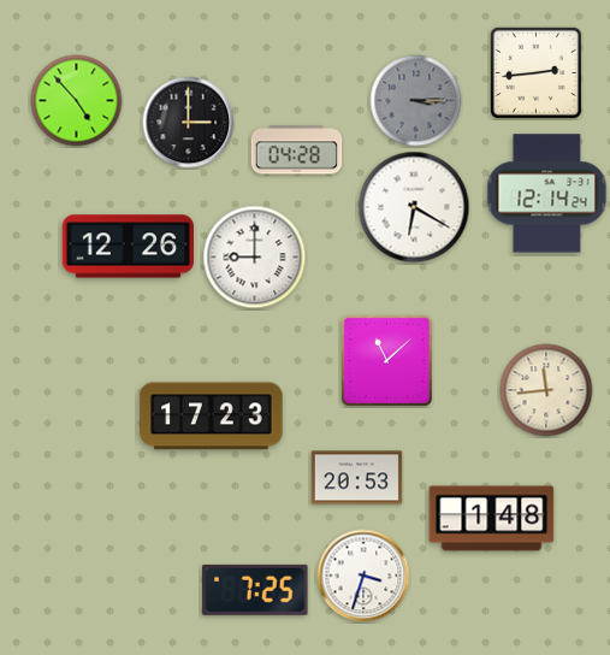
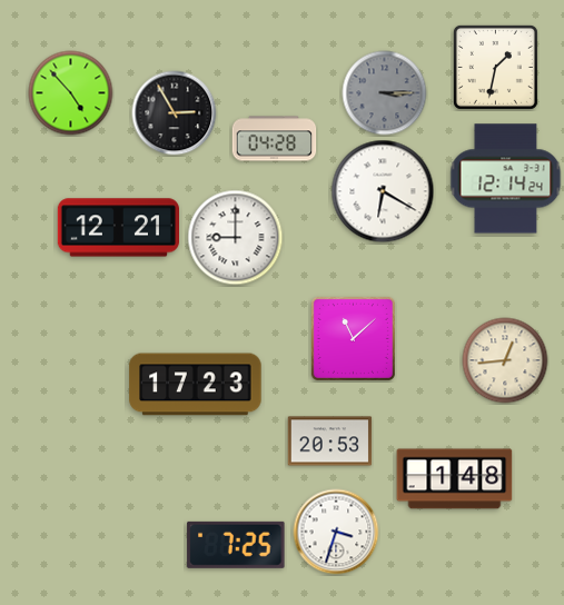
clock at (535, 72): 2:44 -> 1:32
clock at (189, 123): 3:00 -> 2:55
clock at (128, 247): 12:26 -> 12:21
clock at (386, 360) position: (386, 360) -> (353, 338)
clock at (546, 390): 11:44 -> 12:44
